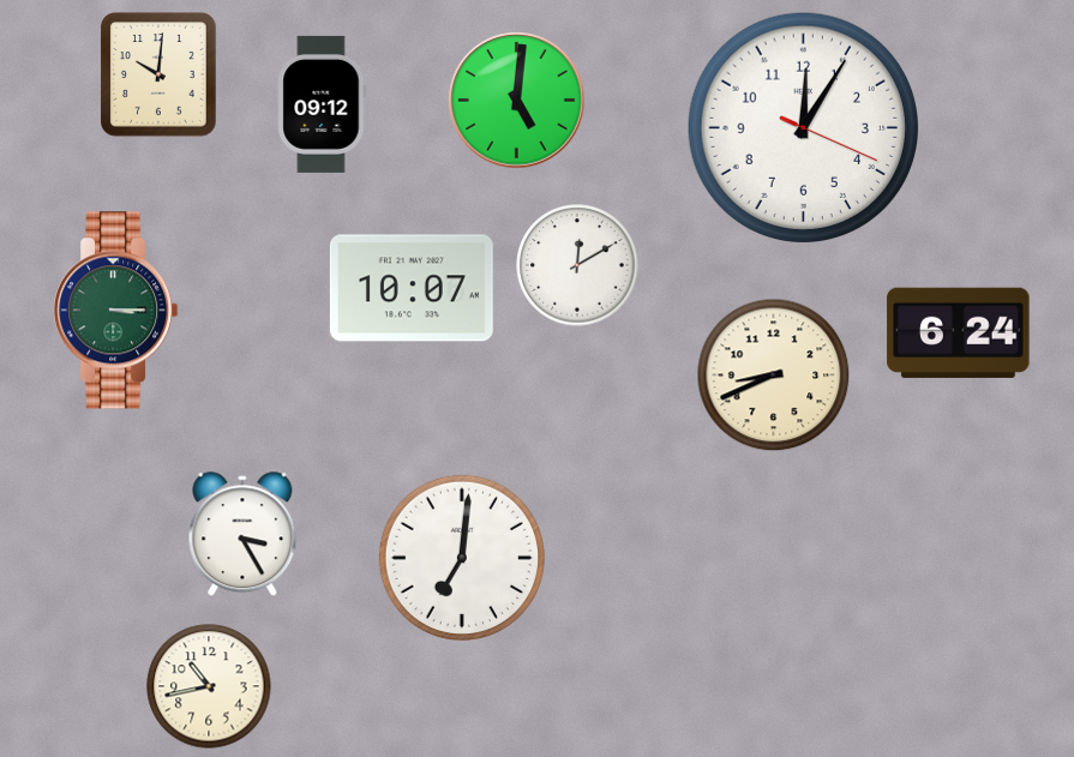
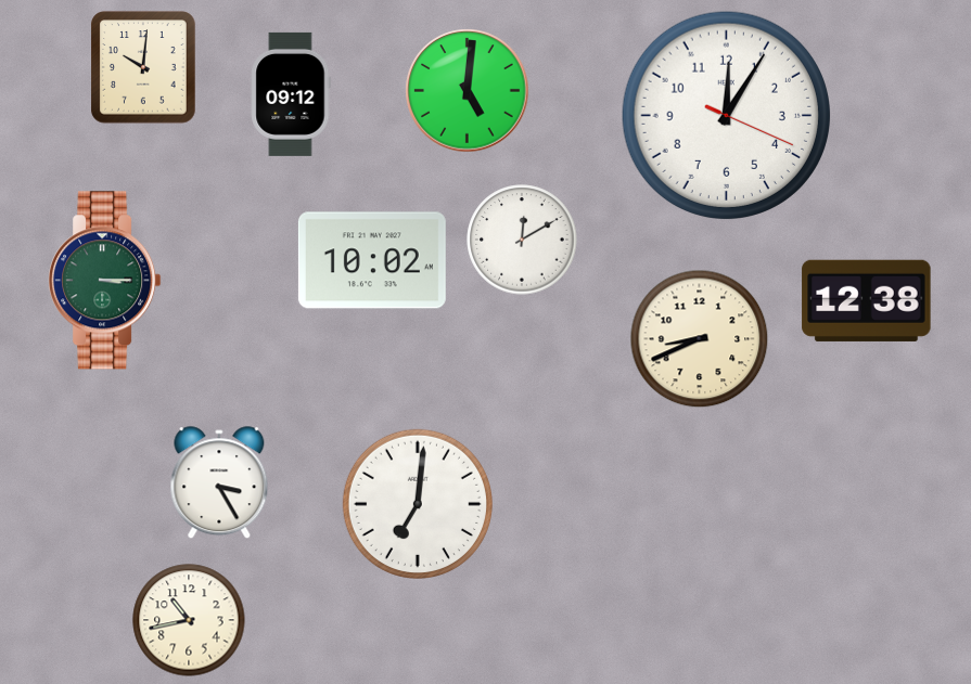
clock at (412, 288): 10:07 -> 10:02
clock at (959, 332): 6:24 -> 12:38
